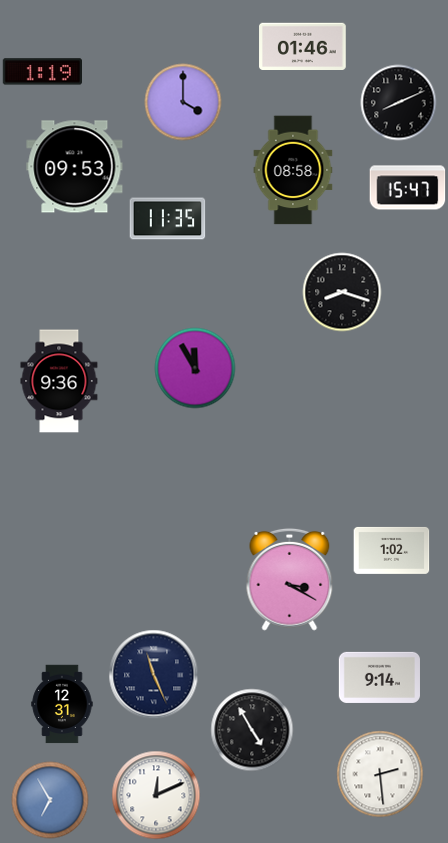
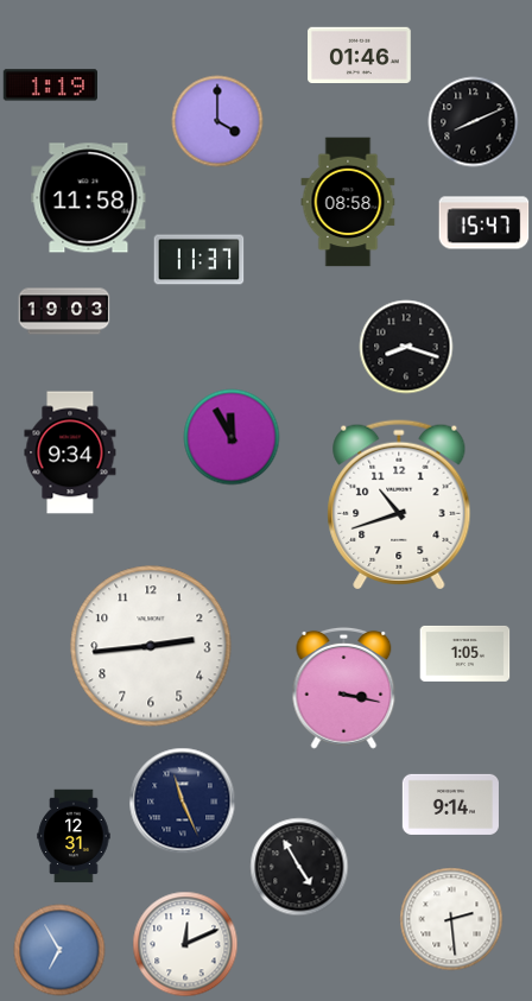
clock at (75, 167): 09:53 -> 11:58
clock at (168, 219): 11:35 -> 11:37
clock at (64, 311): none -> 19:03
clock at (59, 381): 9:36 -> 9:34
clock at (399, 505): none -> 10:42
clock at (151, 646): none -> 2:44
clock at (392, 550): 1:02 -> 1:05
clock at (290, 579): 3:20 -> 3:17
